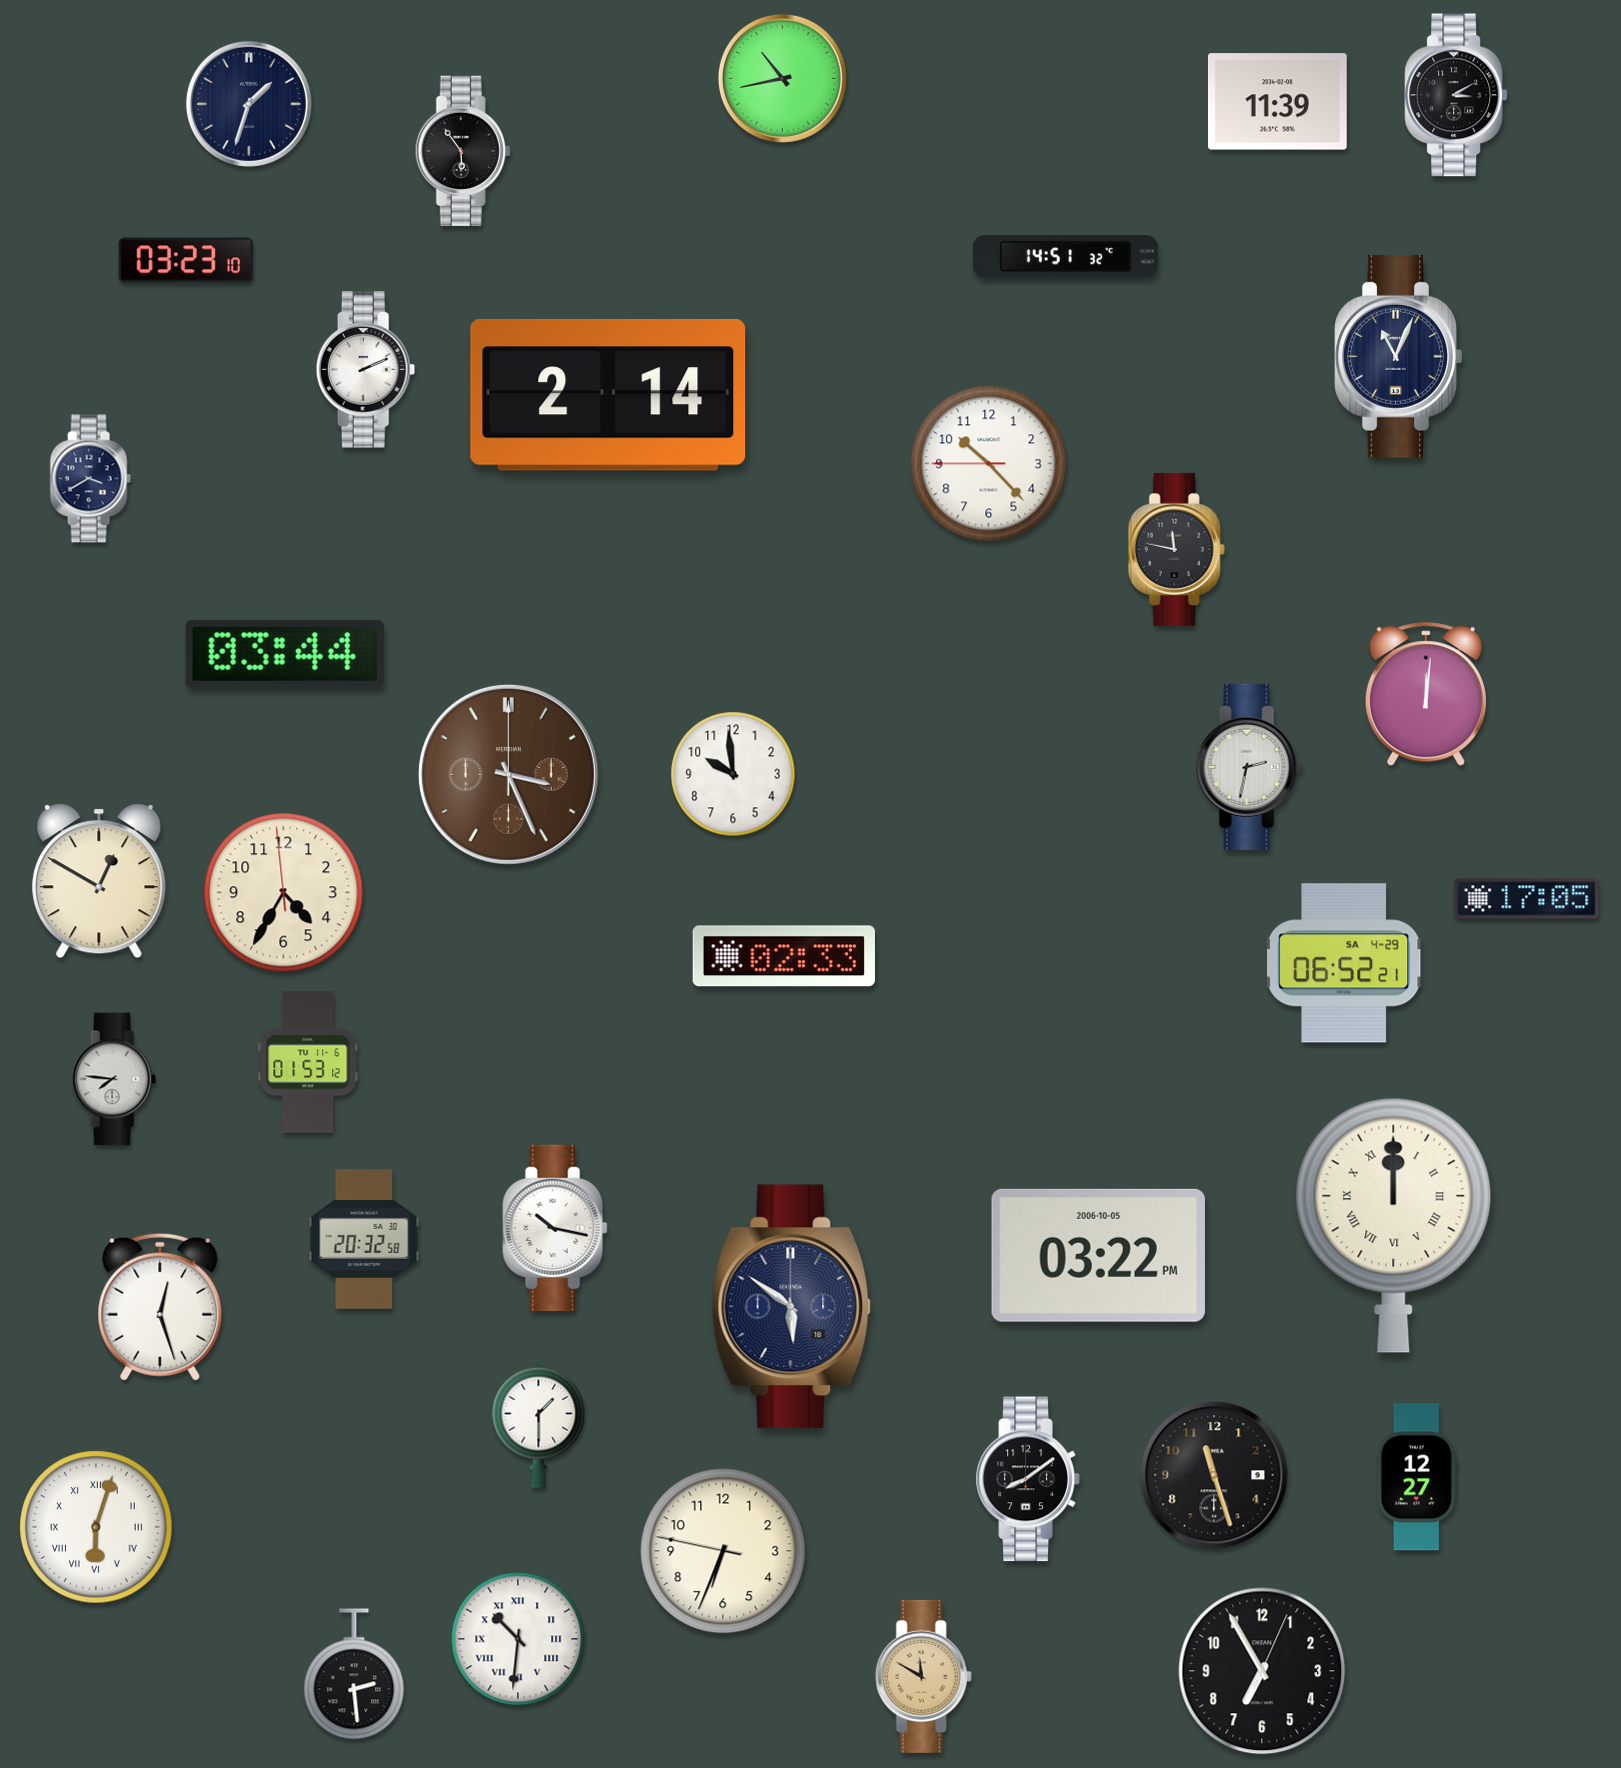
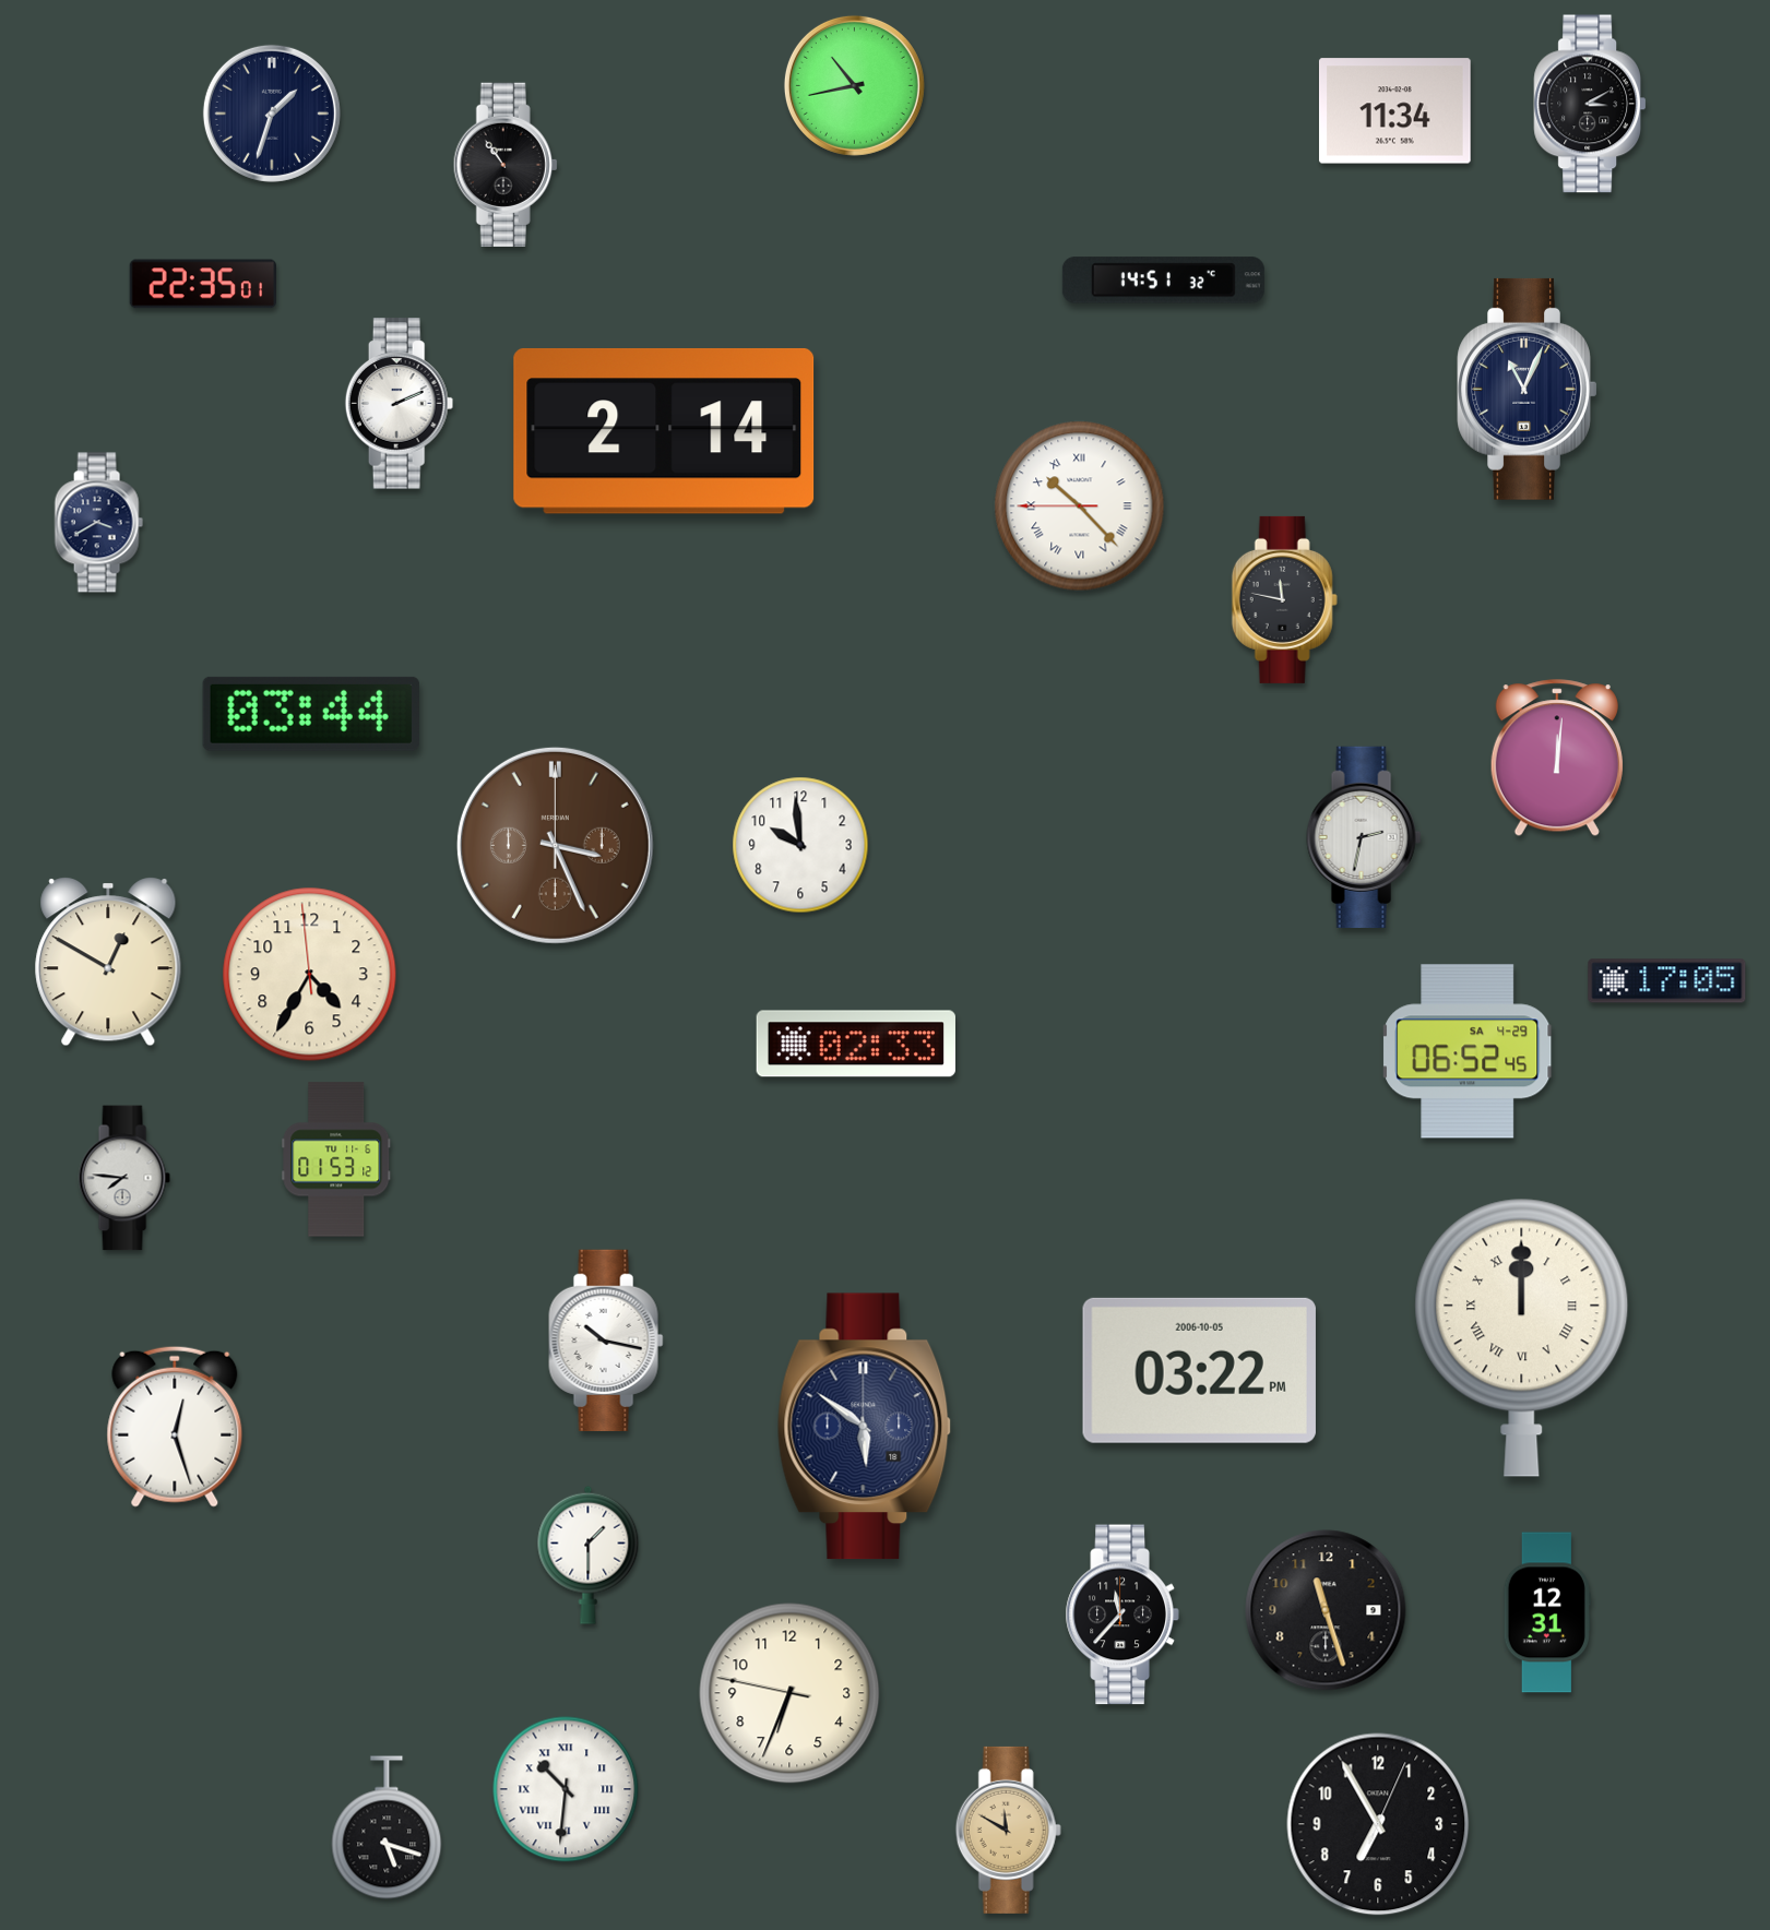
clock at (1277, 102): 11:39 -> 11:34
clock at (463, 150): 5:54 -> 10:54
clock at (185, 260): 03:23 -> 22:35
clock at (989, 464) numerals: Arabic -> Roman
clock at (1344, 963): 06:52:21 -> 06:52:45
clock at (364, 1239): 20:32 -> none
clock at (1417, 1477): 12:27 -> 12:31
clock at (1028, 1479): 8:09 -> 11:37
clock at (96, 1527): 6:03 -> none
clock at (354, 1674): 2:29 -> 5:18
